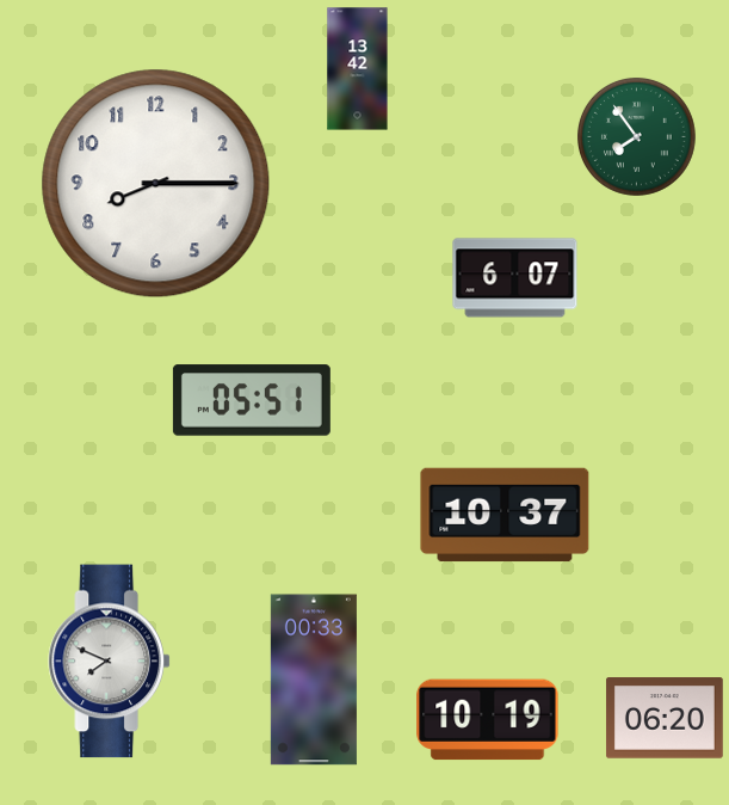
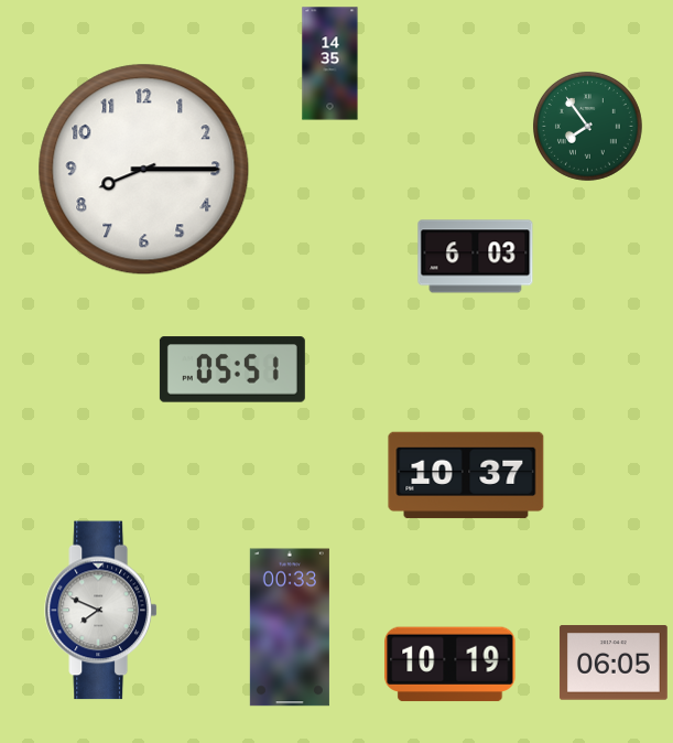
clock at (358, 69): 13:42 -> 14:35
clock at (515, 278): 6:07 -> 6:03
clock at (665, 718): 06:20 -> 06:05
